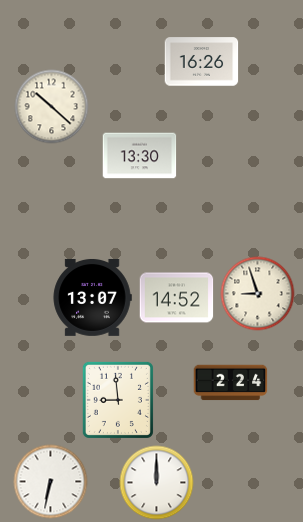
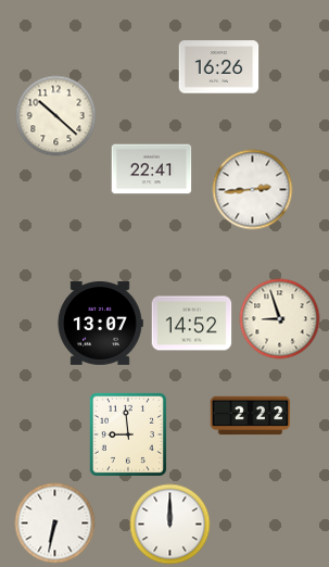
clock at (140, 156): 13:30 -> 22:41
clock at (253, 190): none -> 2:44
clock at (231, 383): 2:24 -> 2:22
